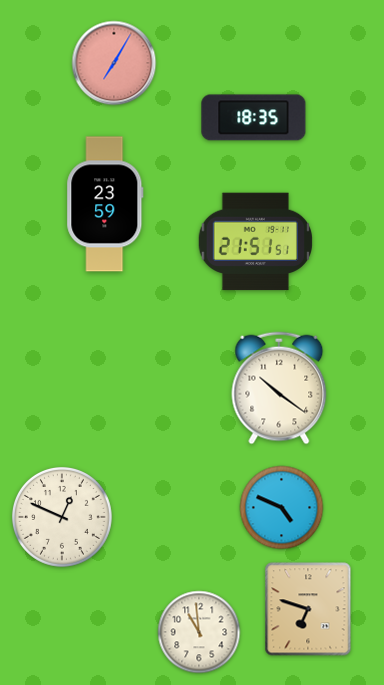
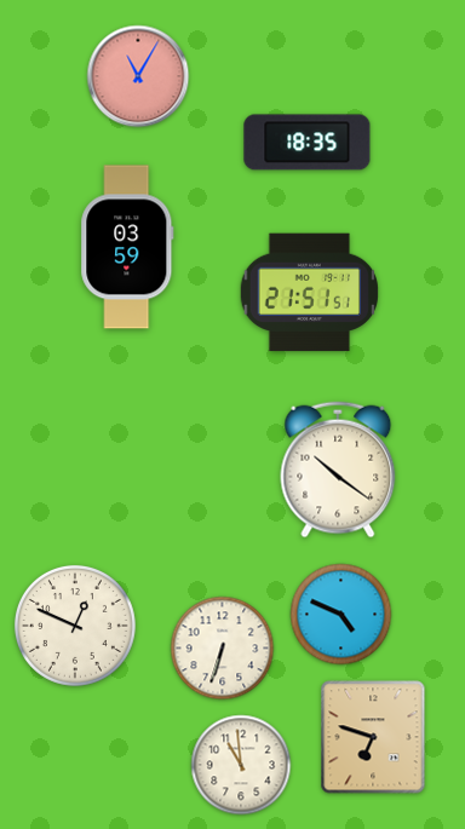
clock at (114, 63): 7:05 -> 11:05
clock at (105, 204): 23:59 -> 03:59
clock at (223, 649): none -> 6:33
